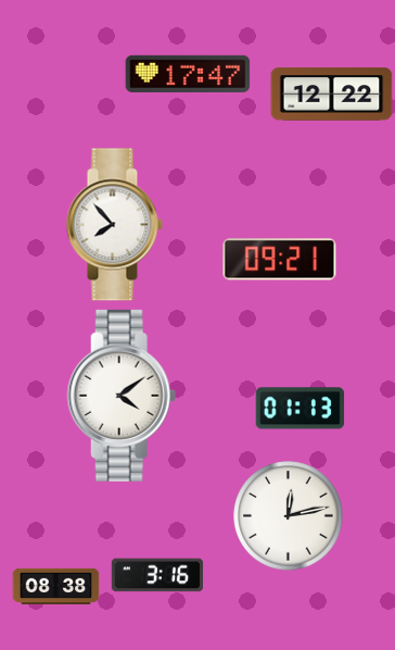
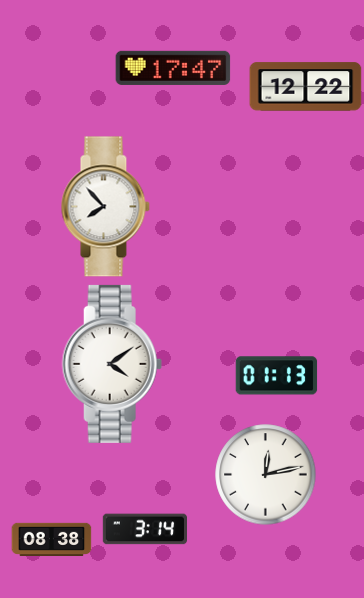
clock at (280, 260): 09:21 -> none
clock at (156, 575): 3:16 -> 3:14
